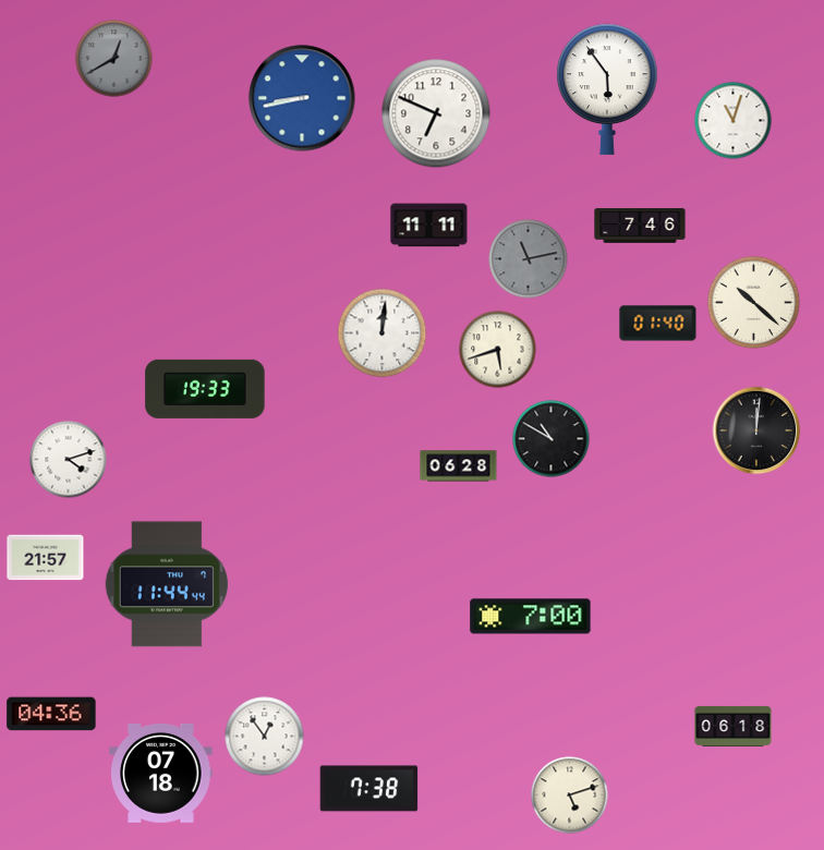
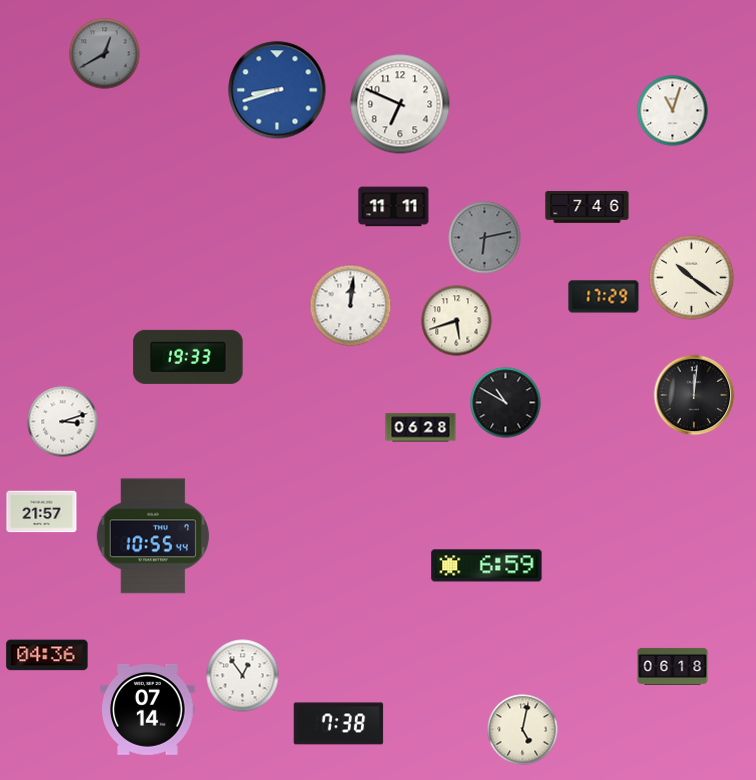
clock at (607, 89): 5:54 -> none
clock at (302, 98): 8:43 -> 8:42
clock at (529, 259): 11:13 -> 6:13
clock at (754, 303): 10:22 -> 10:21
clock at (658, 324): 01:40 -> 17:29
clock at (69, 460): 4:12 -> 3:12
clock at (167, 584): 11:44 -> 10:55
clock at (531, 617): 7:00 -> 6:59
clock at (161, 773): 07:18 -> 07:14
clock at (570, 796): 5:12 -> 5:02
